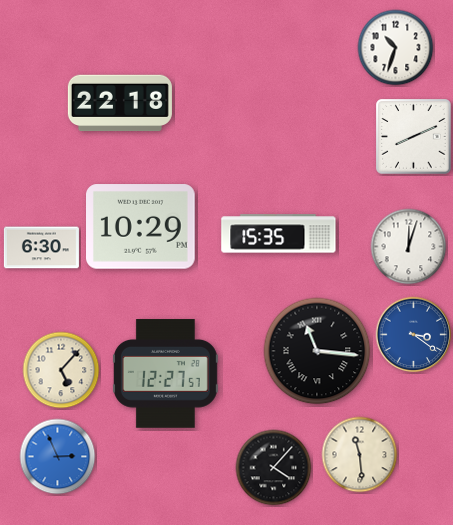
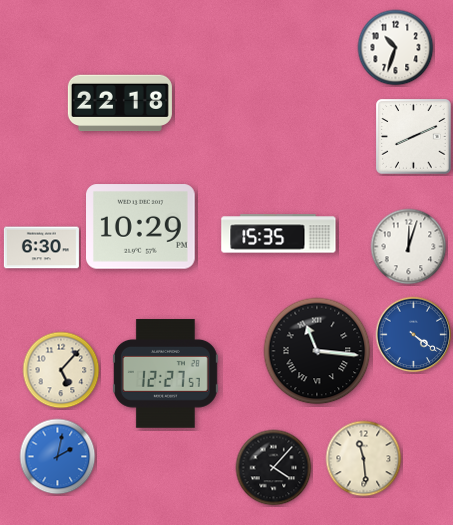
clock at (414, 335): 3:21 -> 4:21
clock at (360, 455) position: (360, 455) -> (364, 459)
clock at (58, 457): 2:56 -> 2:02
